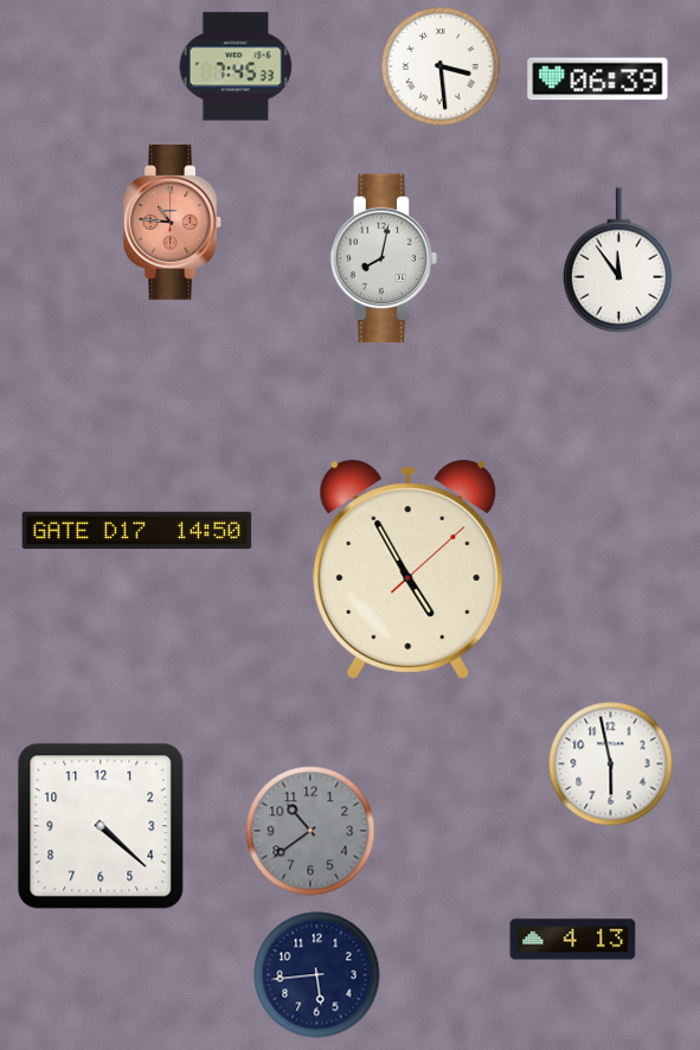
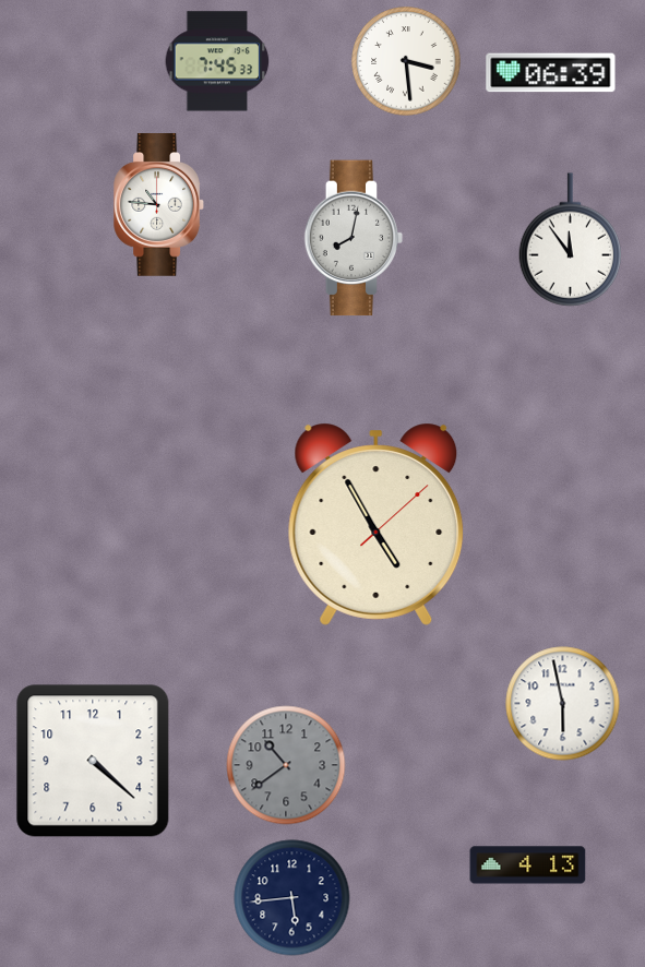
clock at (172, 223) dial: salmon -> white
clock at (137, 531): 14:50 -> none
